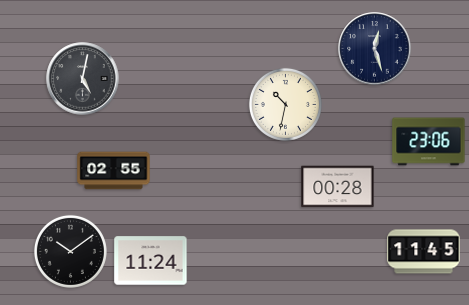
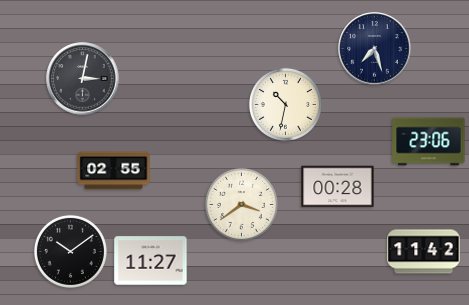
clock at (375, 49): 12:27 -> 7:27
clock at (83, 79): 5:02 -> 3:02
clock at (241, 204): none -> 3:39
clock at (424, 252): 11:45 -> 11:42
clock at (151, 261): 11:24 -> 11:27
